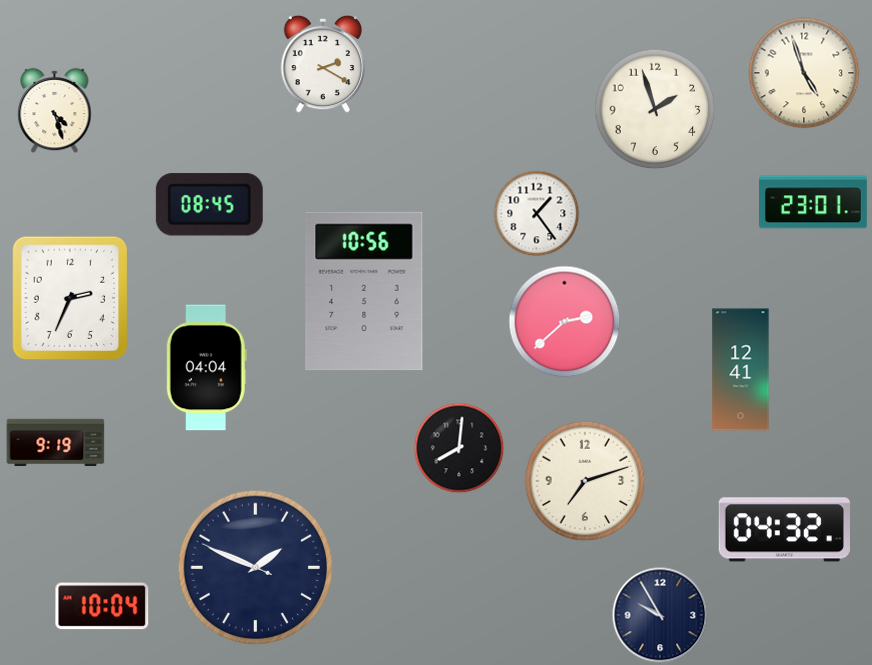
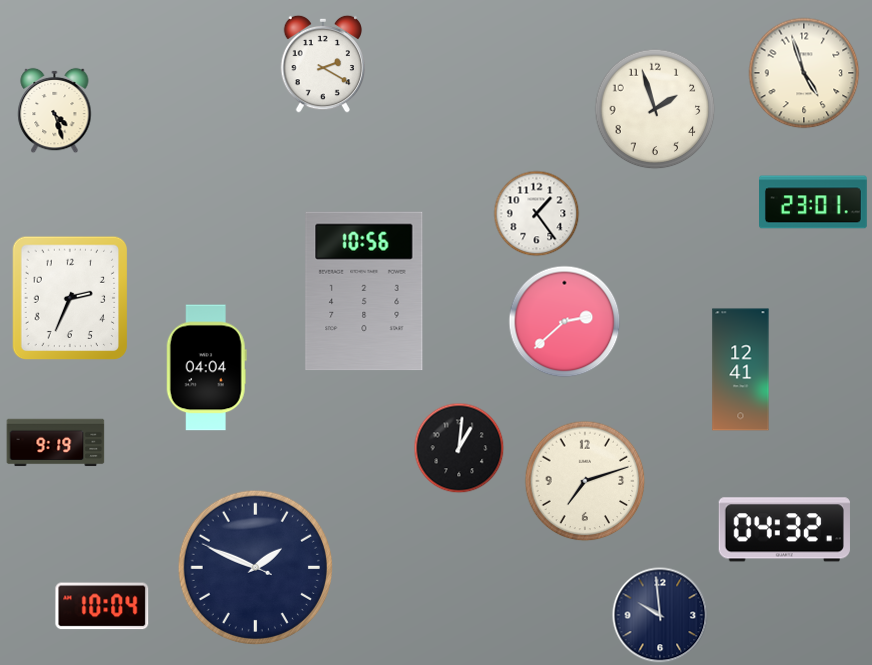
clock at (209, 205): 08:45 -> none
clock at (459, 448): 8:01 -> 1:01
clock at (660, 615): 9:55 -> 9:59
